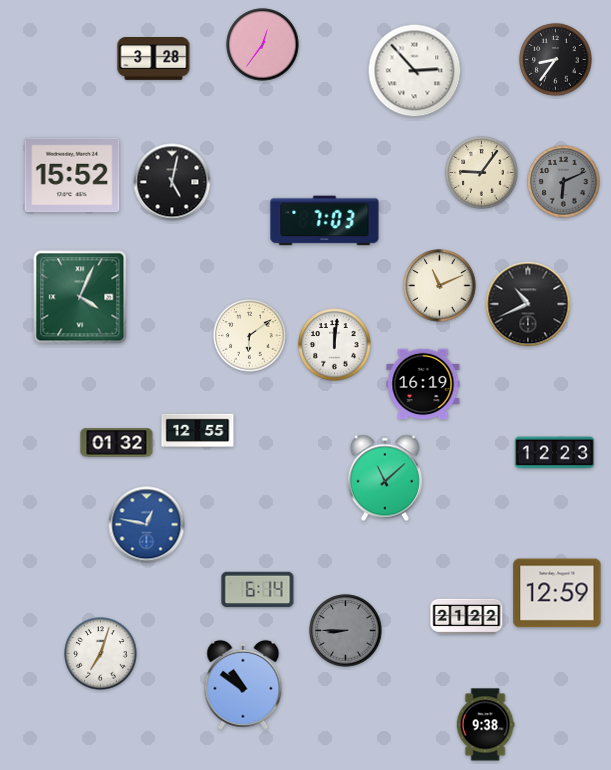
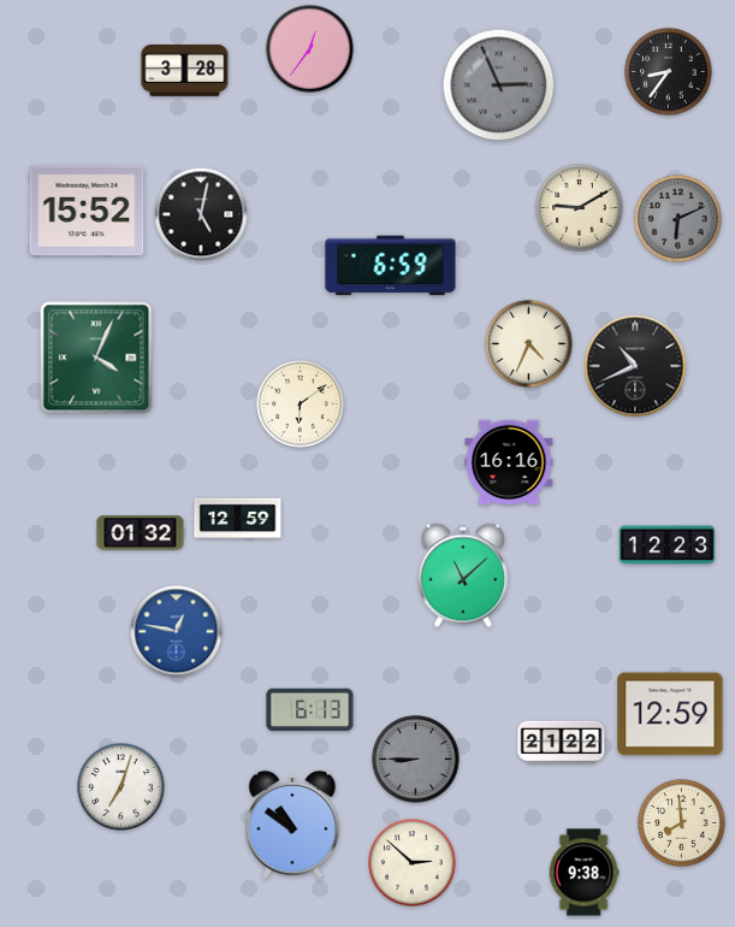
clock at (263, 45) position: (263, 45) -> (310, 49)
clock at (415, 71): 2:53 -> 2:56
clock at (415, 71) dial: white -> grey
clock at (482, 173): 9:06 -> 9:10
clock at (172, 182) position: (172, 182) -> (201, 214)
clock at (325, 221): 7:03 -> 6:59
clock at (440, 286): 11:11 -> 4:34
clock at (335, 345): 12:01 -> none
clock at (423, 384): 16:19 -> 16:16
clock at (198, 431): 12:55 -> 12:59
clock at (258, 590): 6:14 -> 6:13
clock at (682, 823): none -> 7:59
clock at (413, 863): none -> 2:52
